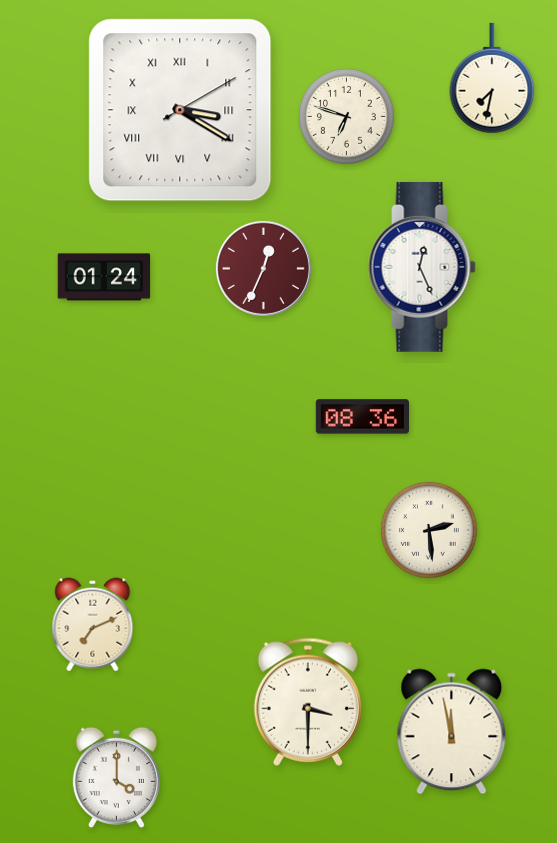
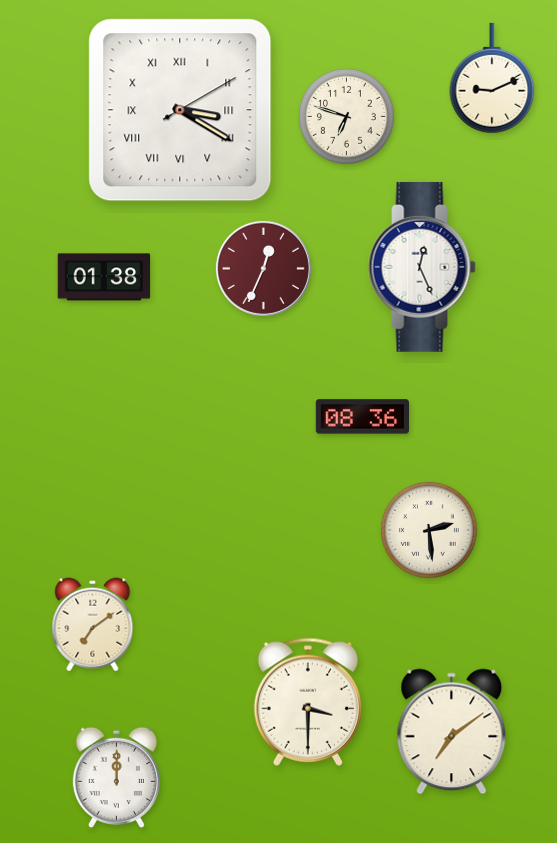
clock at (492, 78): 7:32 -> 9:11
clock at (104, 277): 01:24 -> 01:38
clock at (93, 625): 7:11 -> 7:09
clock at (452, 732): 11:58 -> 7:09
clock at (116, 778): 4:00 -> 12:00
